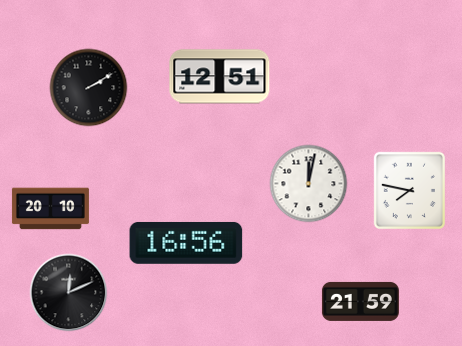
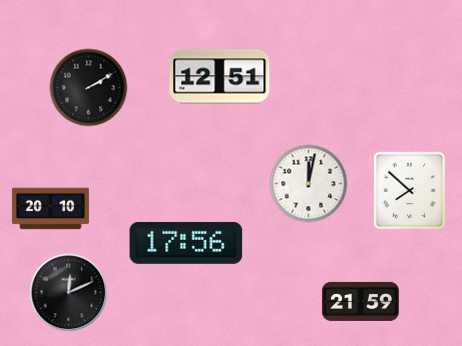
clock at (409, 190): 7:47 -> 7:52
clock at (186, 243): 16:56 -> 17:56
